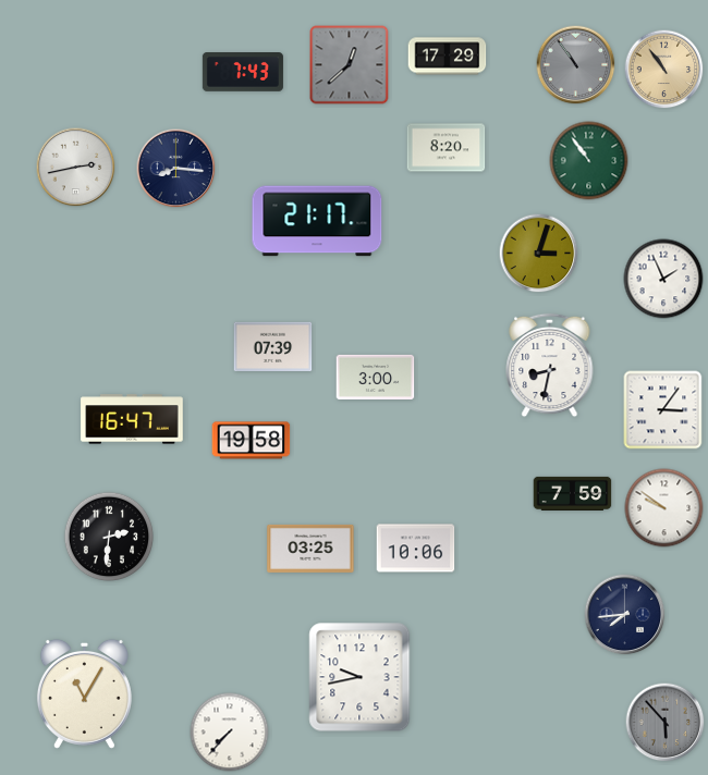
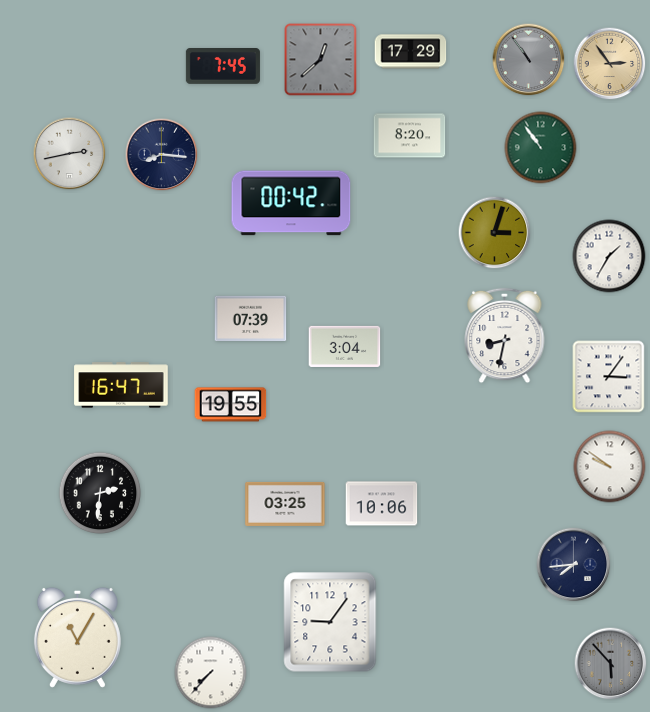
clock at (664, 70): 10:54 -> 2:54
clock at (243, 73): 7:43 -> 7:45
clock at (317, 221): 21:17 -> 00:42
clock at (663, 279): 1:56 -> 1:35
clock at (376, 377): 3:00 -> 3:04
clock at (252, 441): 19:58 -> 19:55
clock at (573, 493): 7:59 -> none
clock at (359, 677): 9:43 -> 9:06
